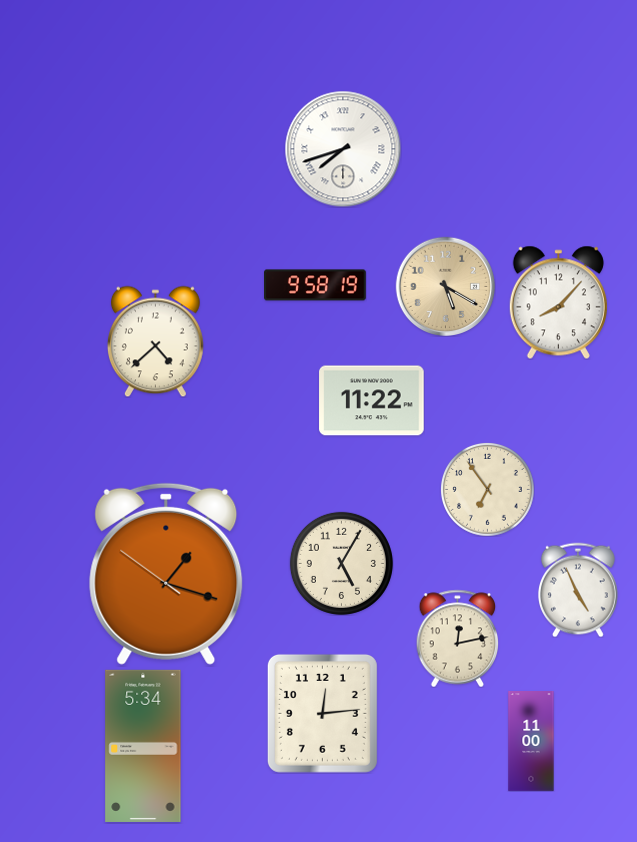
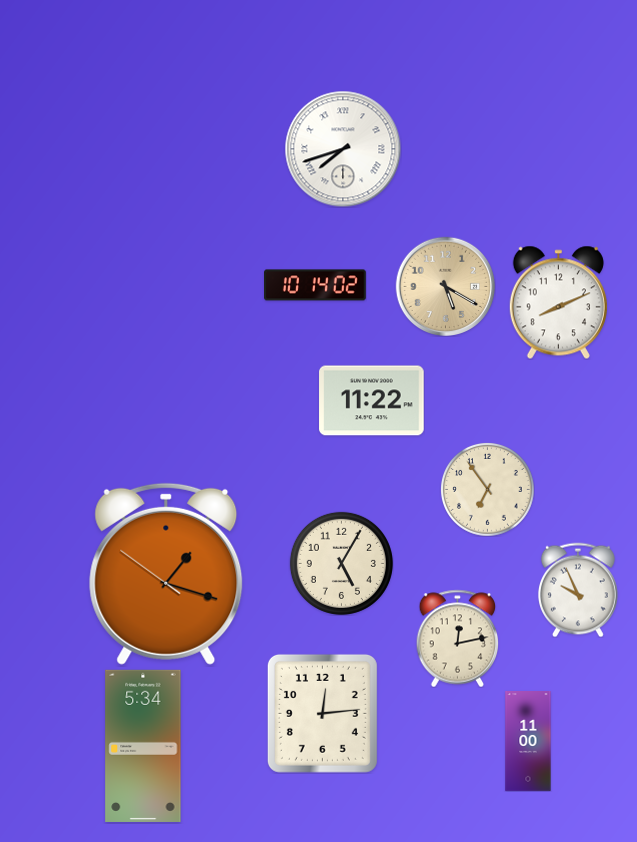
clock at (315, 285): 9:58 -> 10:14
clock at (558, 302): 8:07 -> 8:11
clock at (155, 341): 4:38 -> none
clock at (578, 590): 4:56 -> 9:56
clock at (531, 742) position: (531, 742) -> (528, 742)
